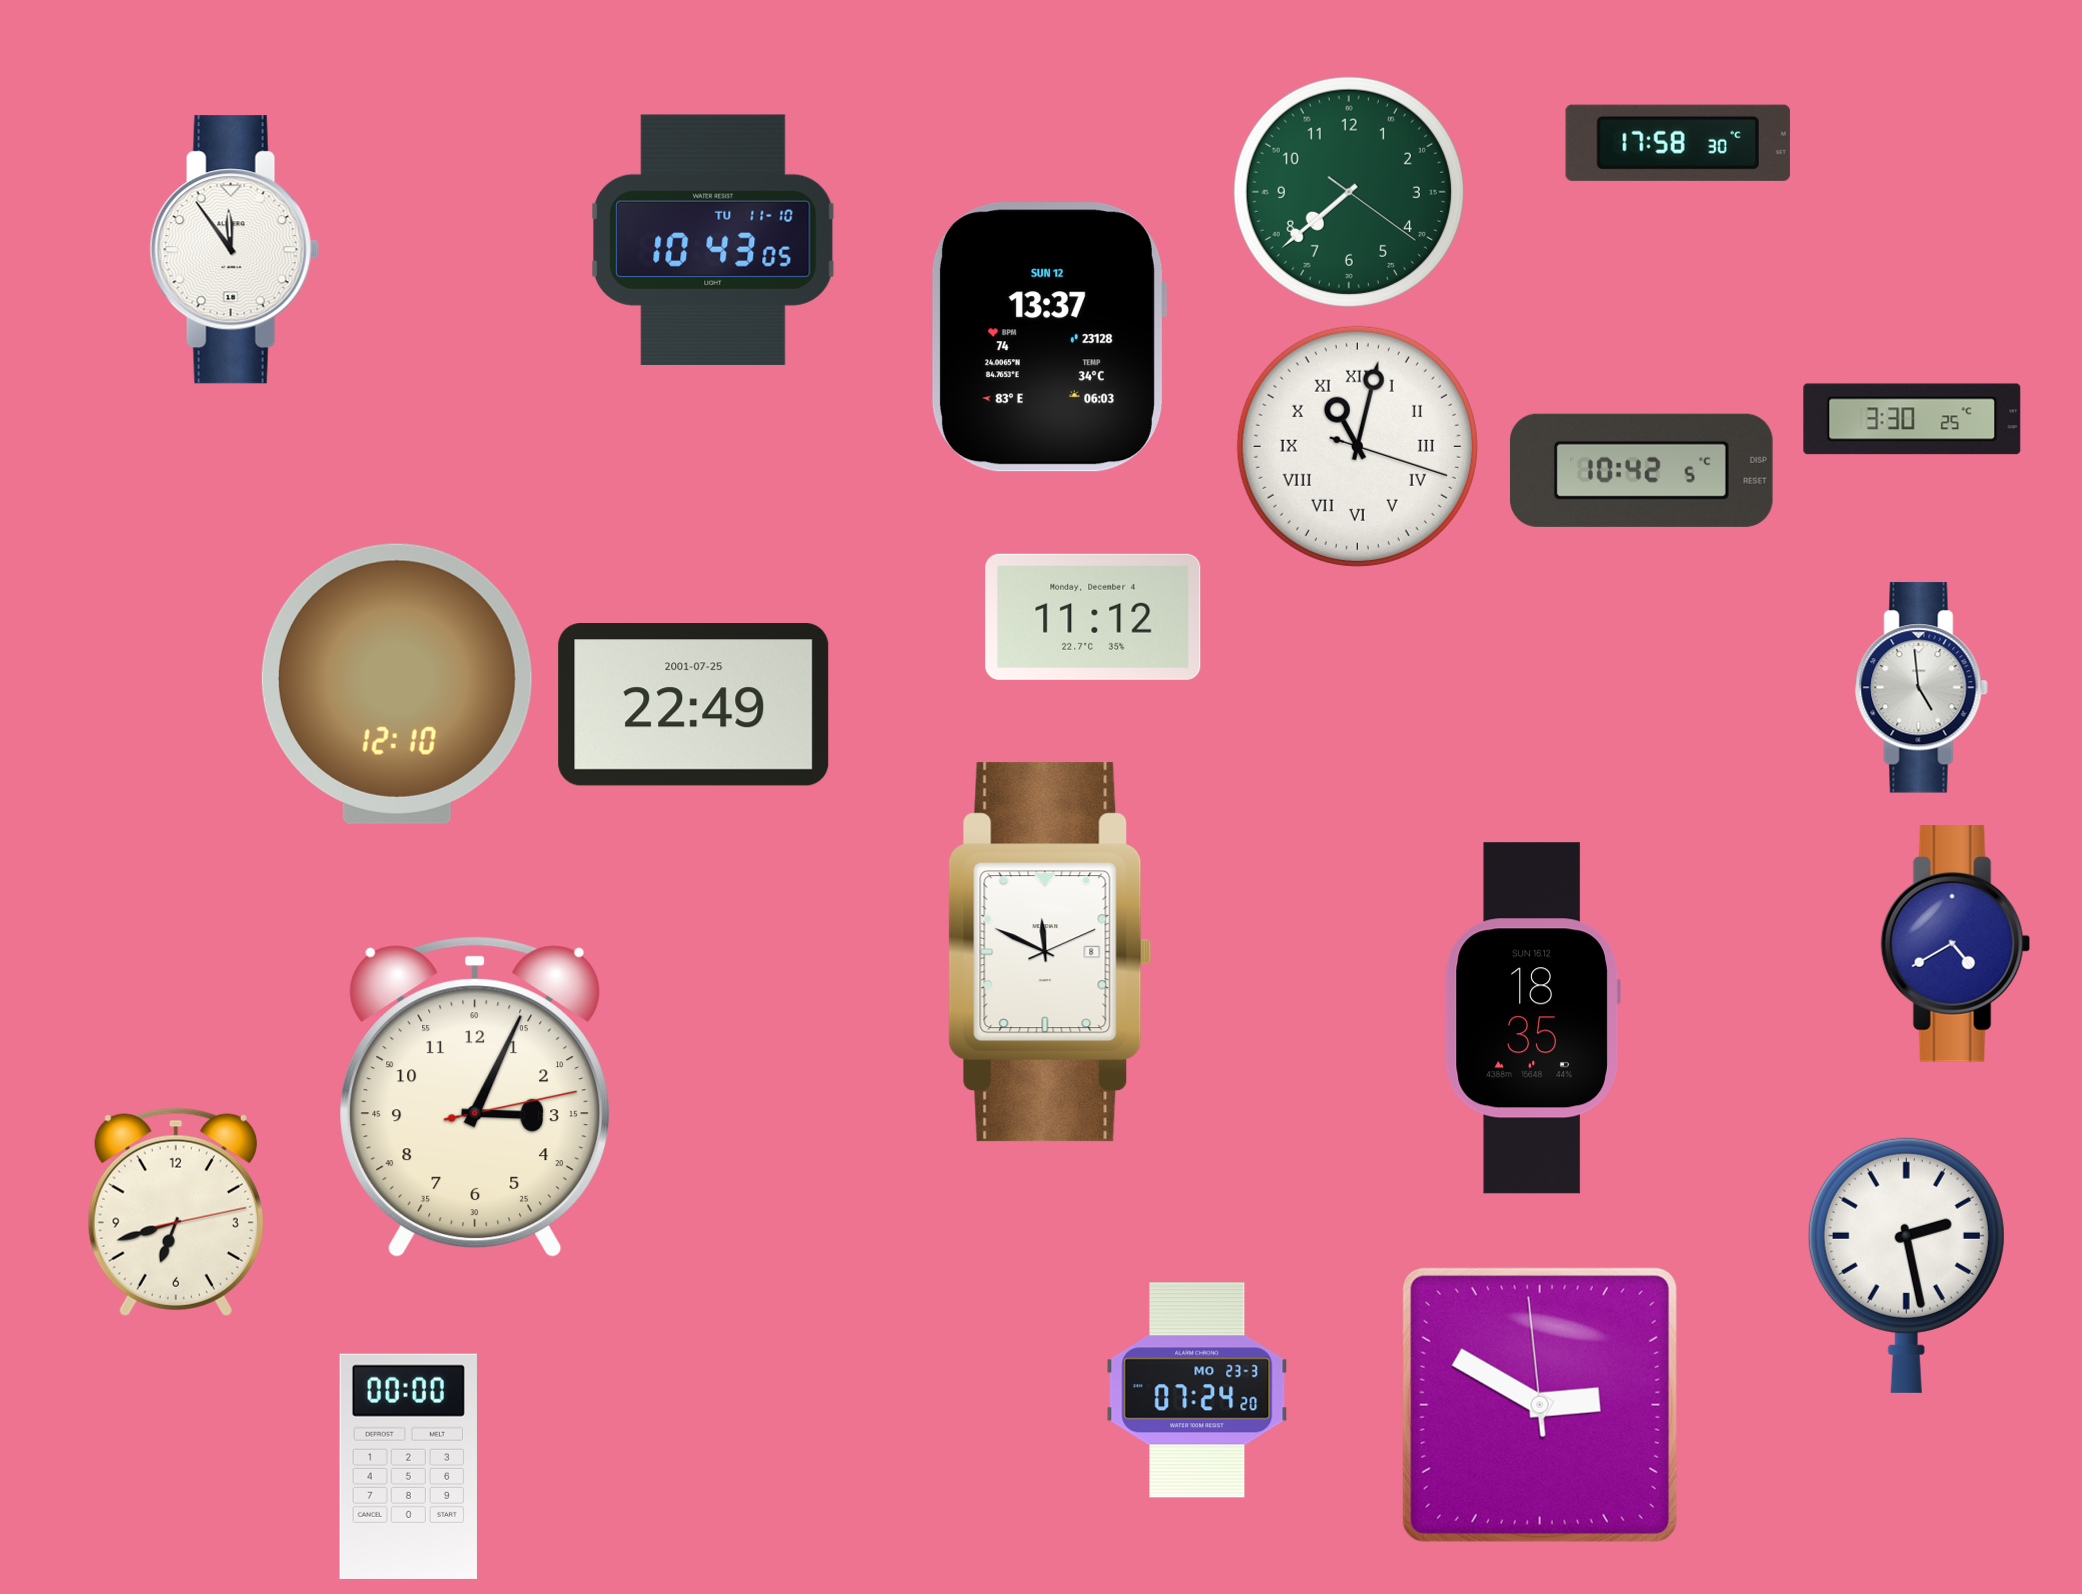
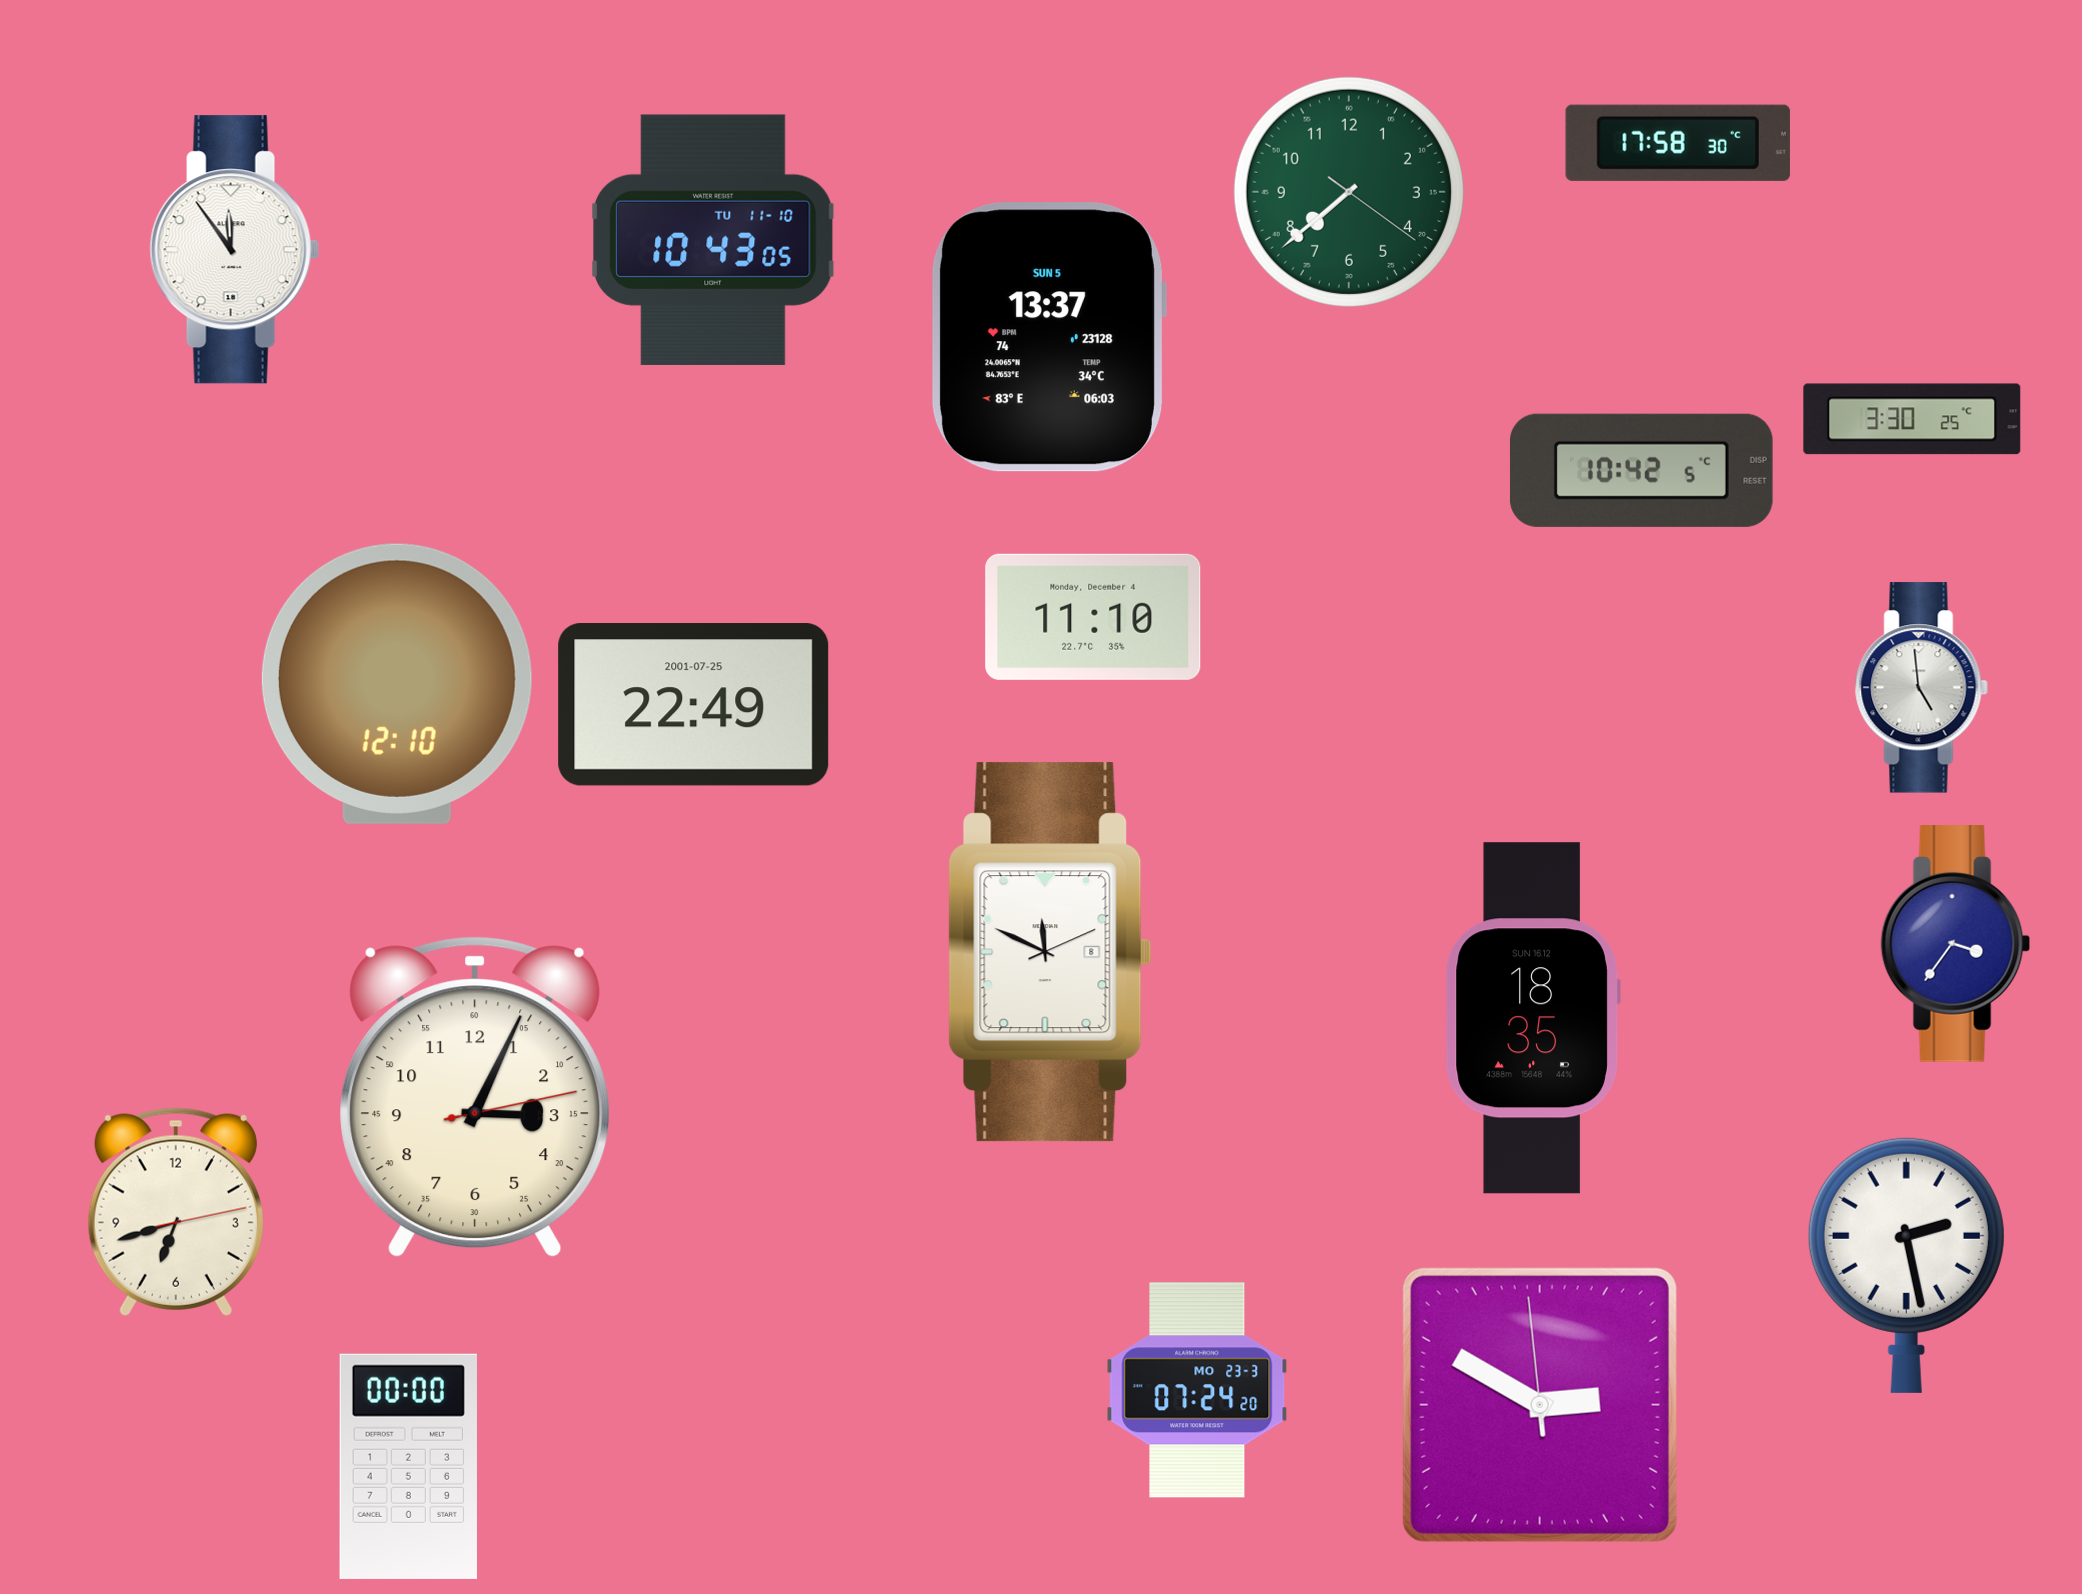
clock at (1048, 337) date: SUN 12 -> SUN 5
clock at (1357, 446): 11:02 -> none
clock at (1093, 617): 11:12 -> 11:10
clock at (1956, 944): 4:40 -> 3:36
